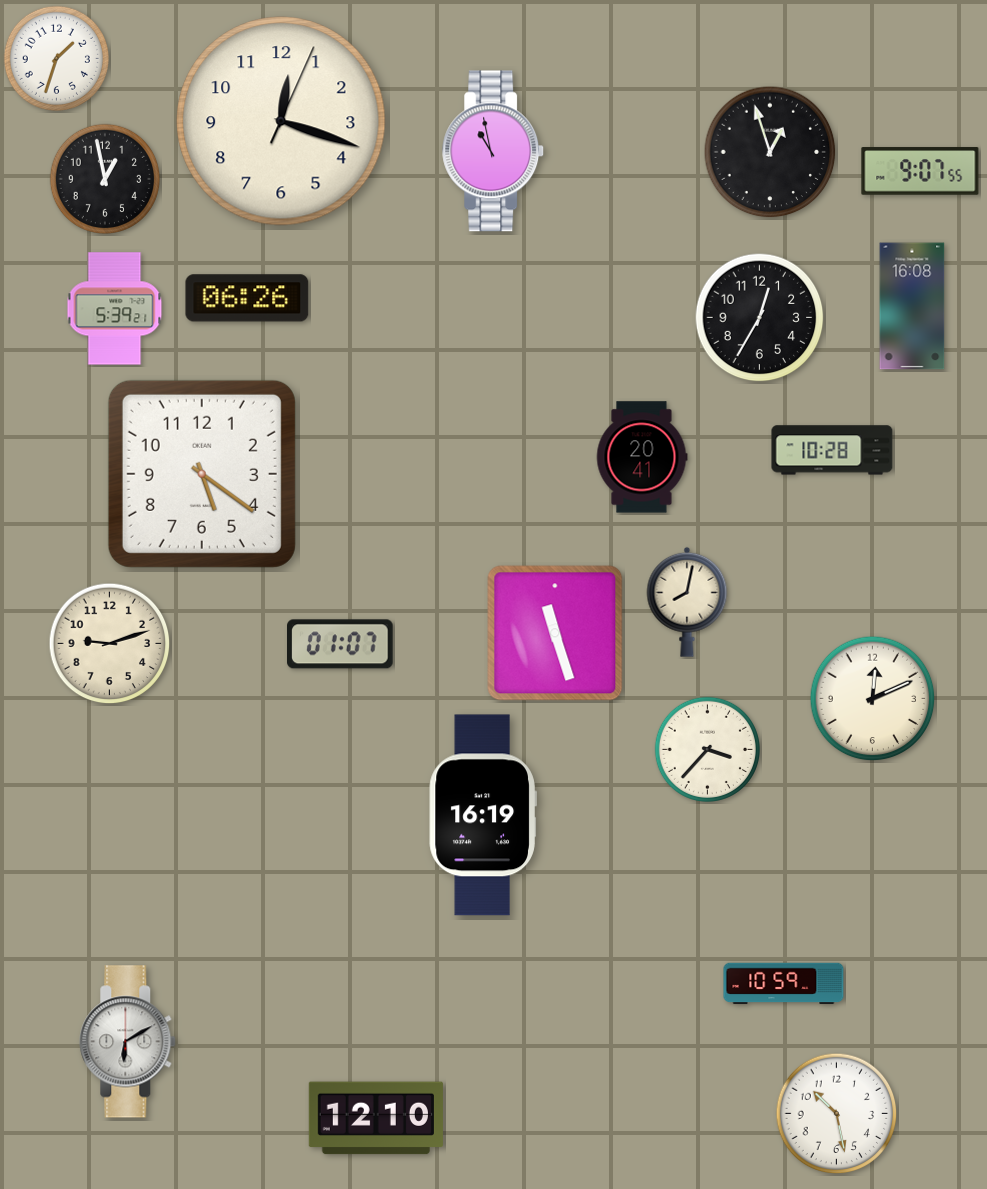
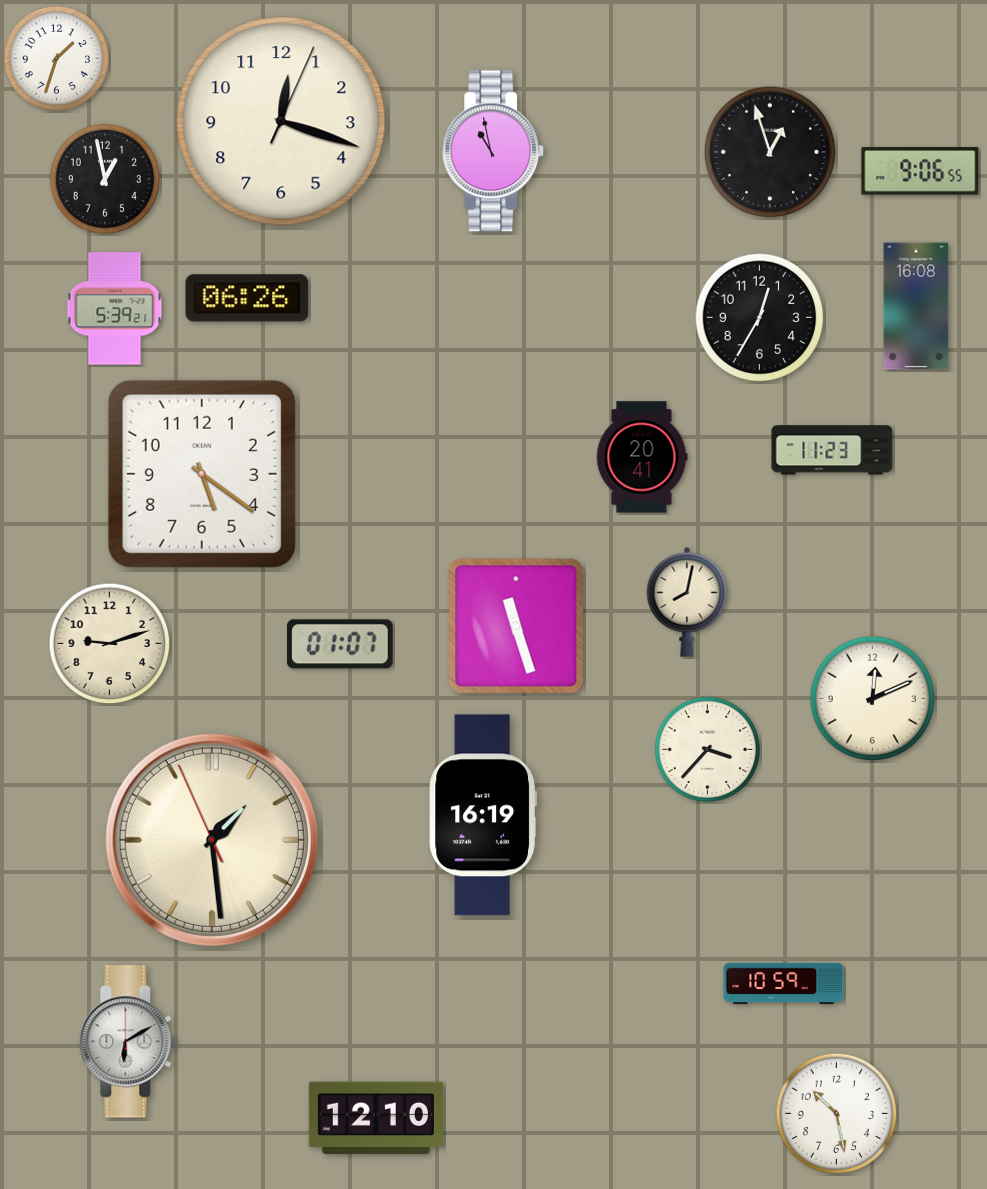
clock at (920, 171): 9:07 -> 9:06
clock at (912, 306) position: (912, 306) -> (916, 306)
clock at (832, 450): 10:28 -> 11:23
clock at (555, 633) position: (555, 633) -> (516, 626)
clock at (212, 840): none -> 1:28
